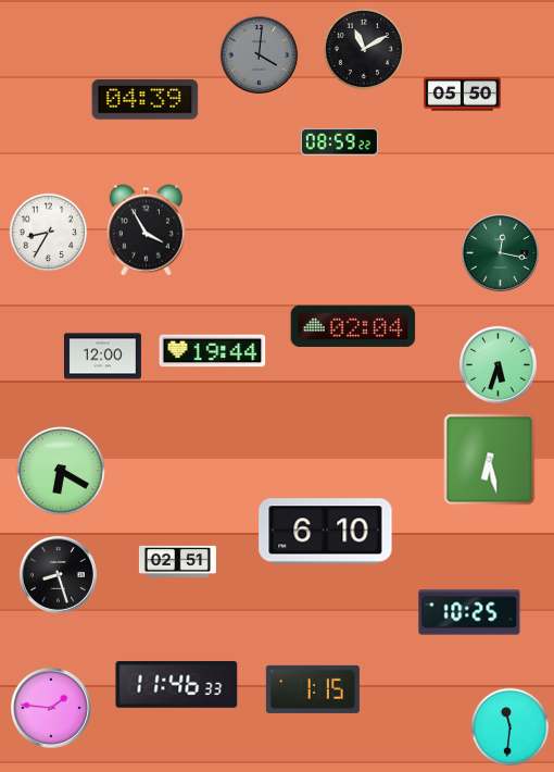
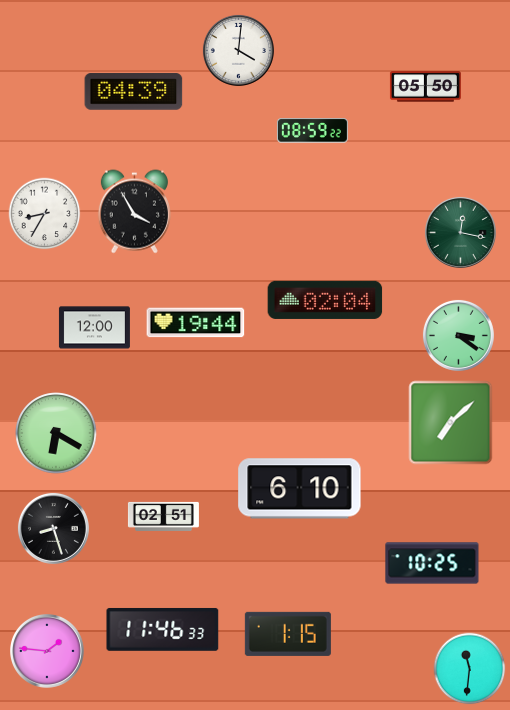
clock at (364, 49): 11:10 -> none
clock at (259, 54) dial: grey -> white
clock at (498, 364): 5:33 -> 3:21
clock at (490, 460): 6:28 -> 7:08
